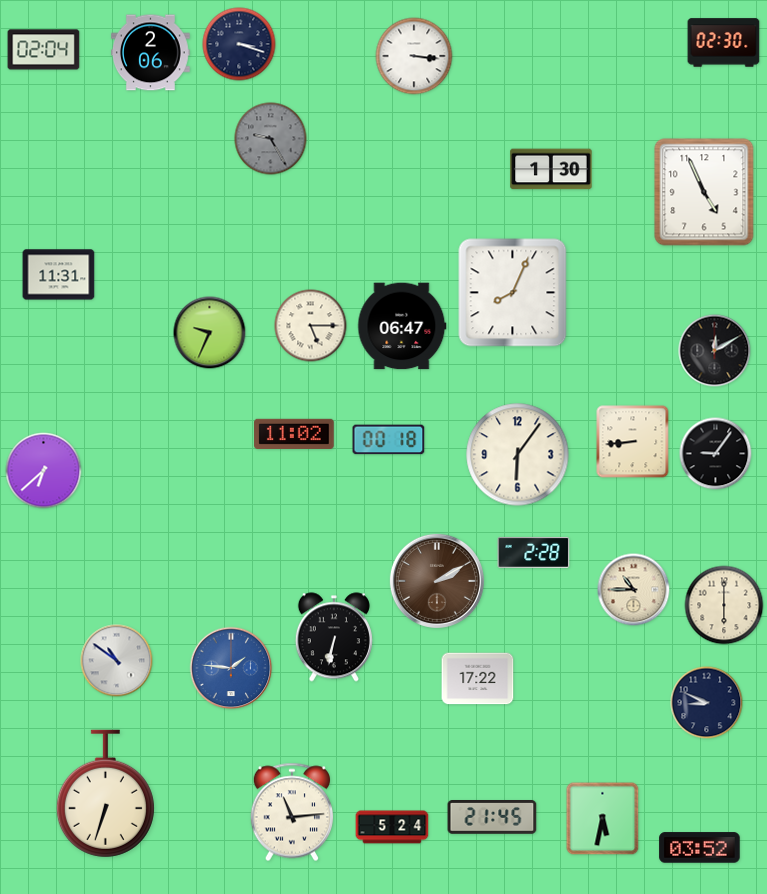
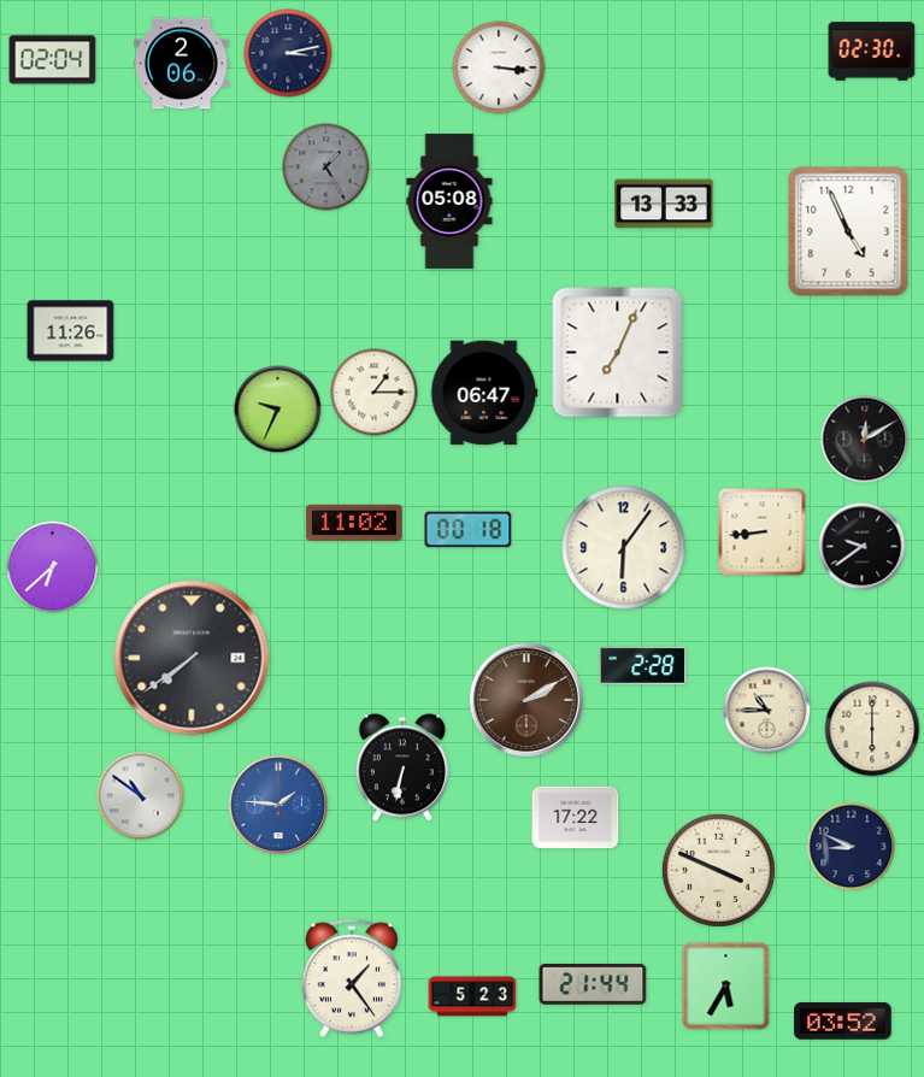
clock at (239, 44): 3:18 -> 3:13
clock at (271, 139): 9:25 -> 1:25
clock at (449, 201): none -> 05:08
clock at (551, 169): 1:30 -> 13:33
clock at (59, 275): 11:31 -> 11:26
clock at (513, 293): 8:04 -> 7:04
clock at (311, 326): 5:15 -> 1:15
clock at (210, 333) position: (210, 333) -> (278, 410)
clock at (715, 351) position: (715, 351) -> (865, 440)
clock at (716, 454): 9:06 -> 9:39
clock at (192, 658): none -> 7:39
clock at (634, 590) position: (634, 590) -> (767, 711)
clock at (718, 870): none -> 3:49
clock at (105, 794): 6:33 -> none
clock at (291, 812): 11:14 -> 1:24
clock at (492, 818): 21:45 -> 21:44
clock at (603, 819): 5:32 -> 5:35
clock at (392, 827): 5:24 -> 5:23
